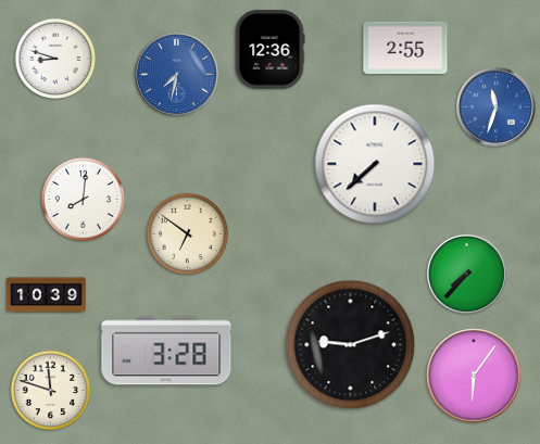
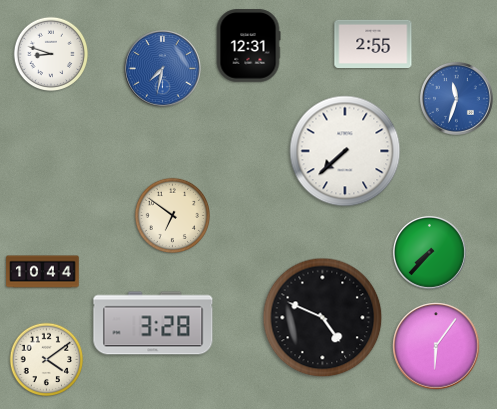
clock at (269, 50): 12:36 -> 12:31
clock at (83, 199): 8:01 -> none
clock at (47, 295): 10:39 -> 10:44
clock at (351, 345): 9:12 -> 4:49
clock at (51, 391): 11:48 -> 4:09
